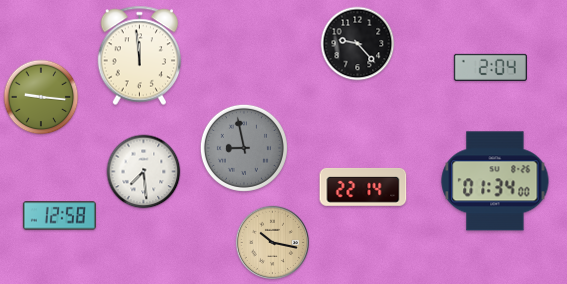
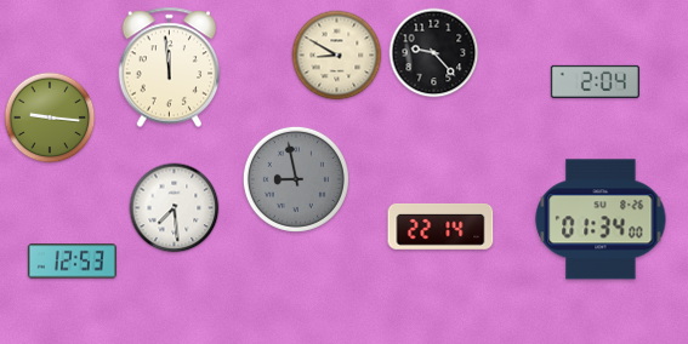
clock at (337, 56): none -> 8:50
clock at (59, 216): 12:58 -> 12:53
clock at (272, 242): 10:17 -> none
